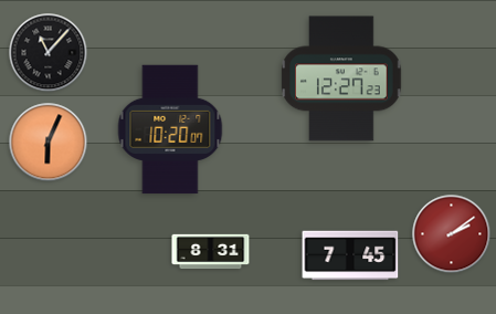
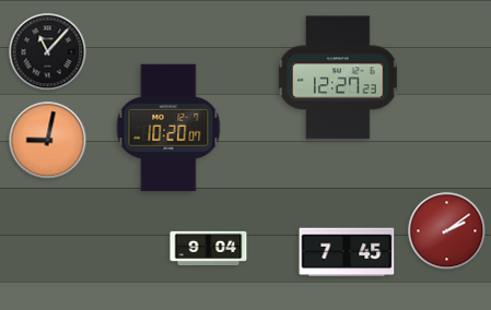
clock at (49, 143): 6:04 -> 9:02
clock at (211, 252): 8:31 -> 9:04
